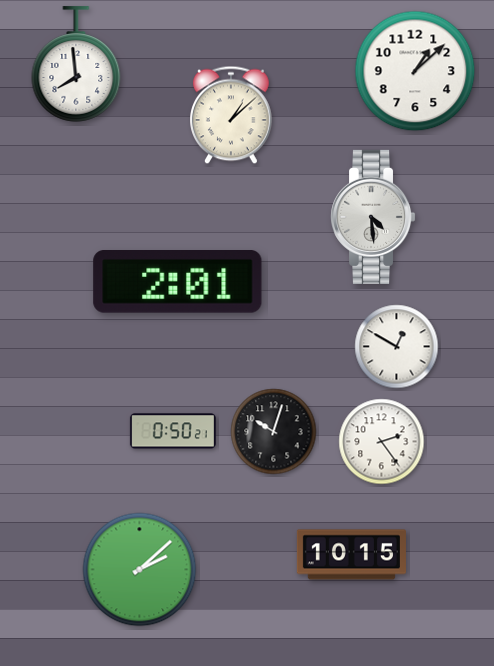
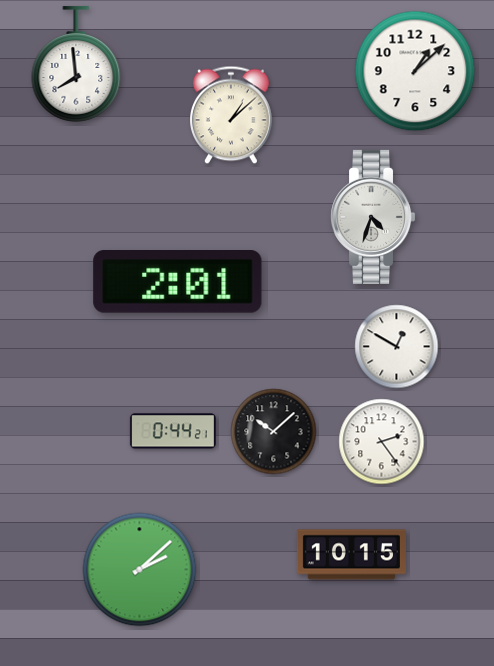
clock at (373, 217): 4:29 -> 4:33
clock at (173, 431): 0:50 -> 0:44
clock at (274, 432): 10:03 -> 10:08
